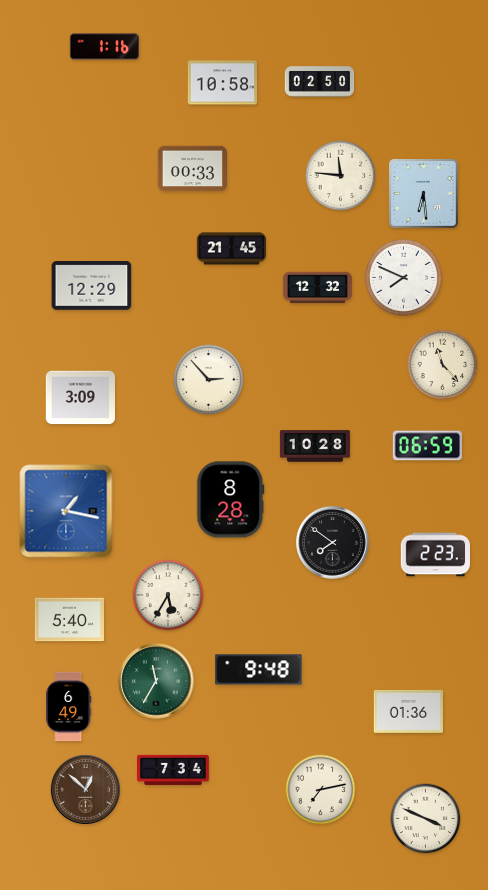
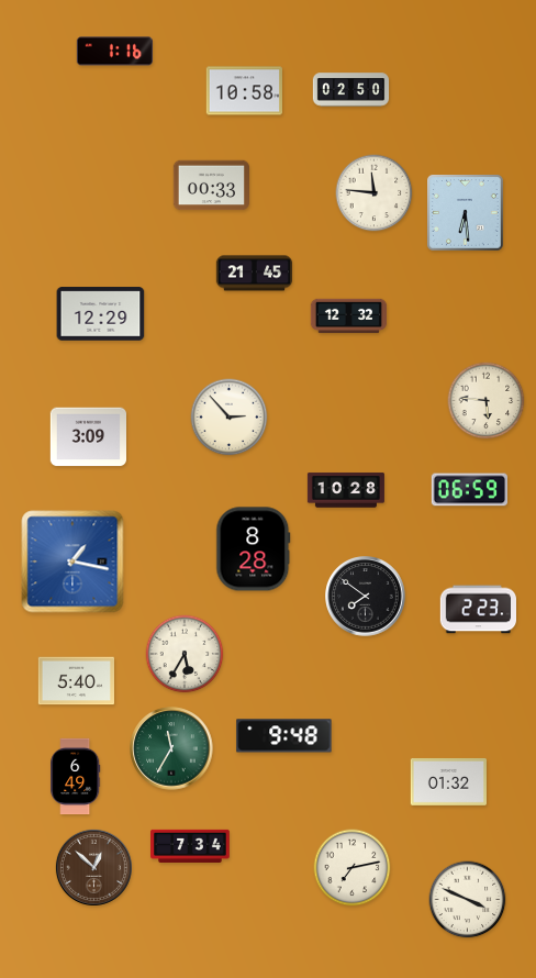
clock at (404, 278): 7:49 -> none
clock at (443, 365): 11:23 -> 5:46
clock at (408, 711): 01:36 -> 01:32
